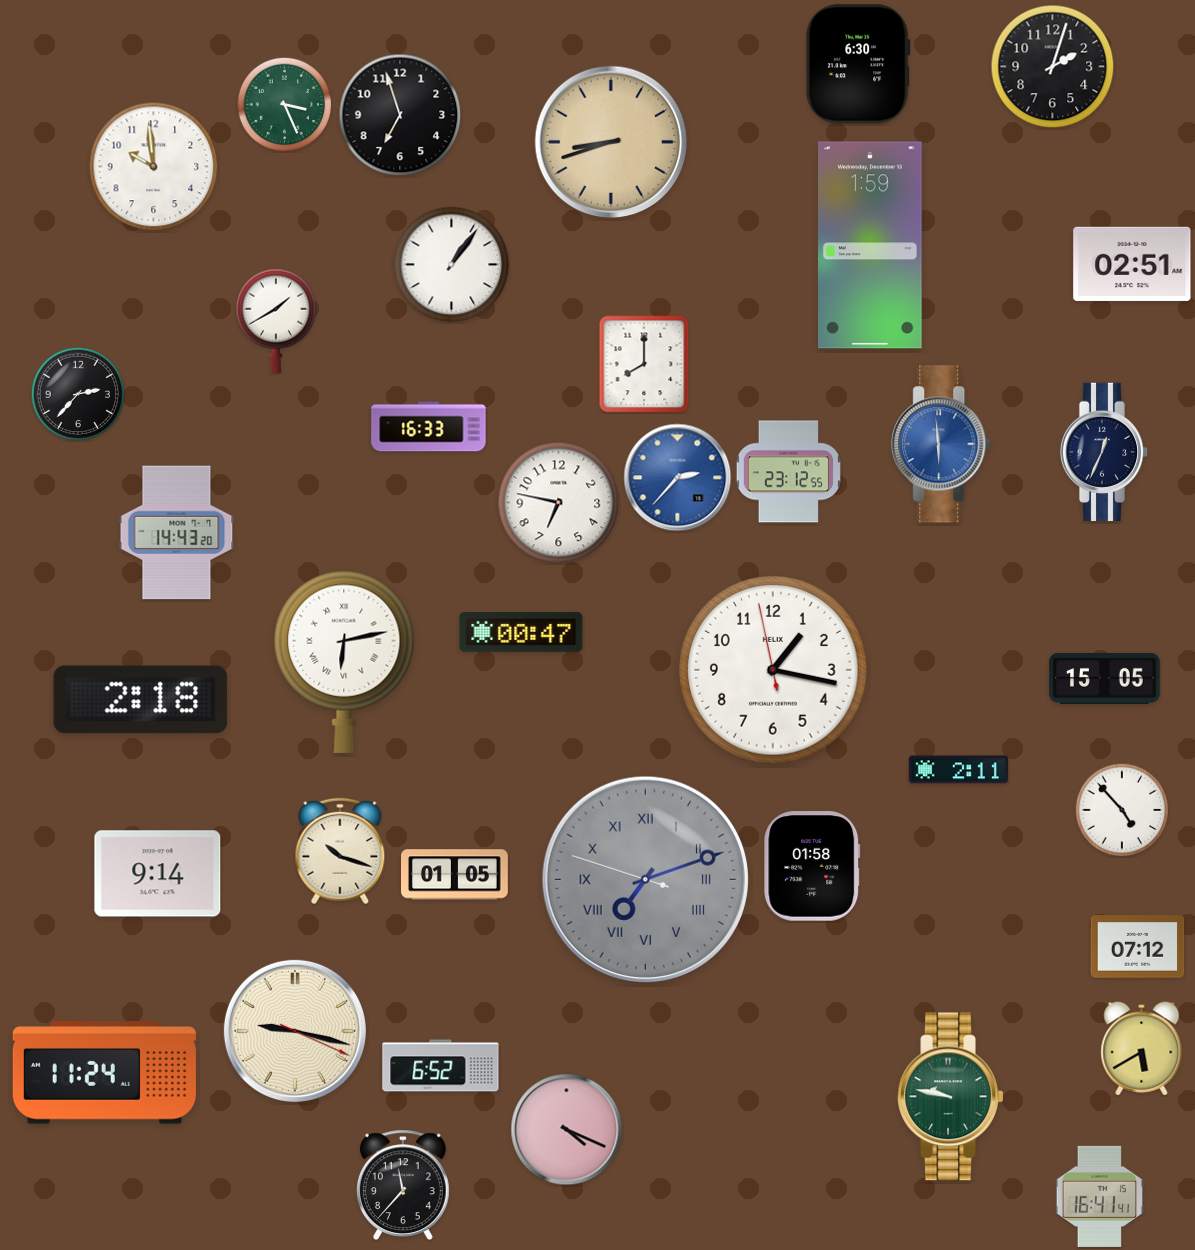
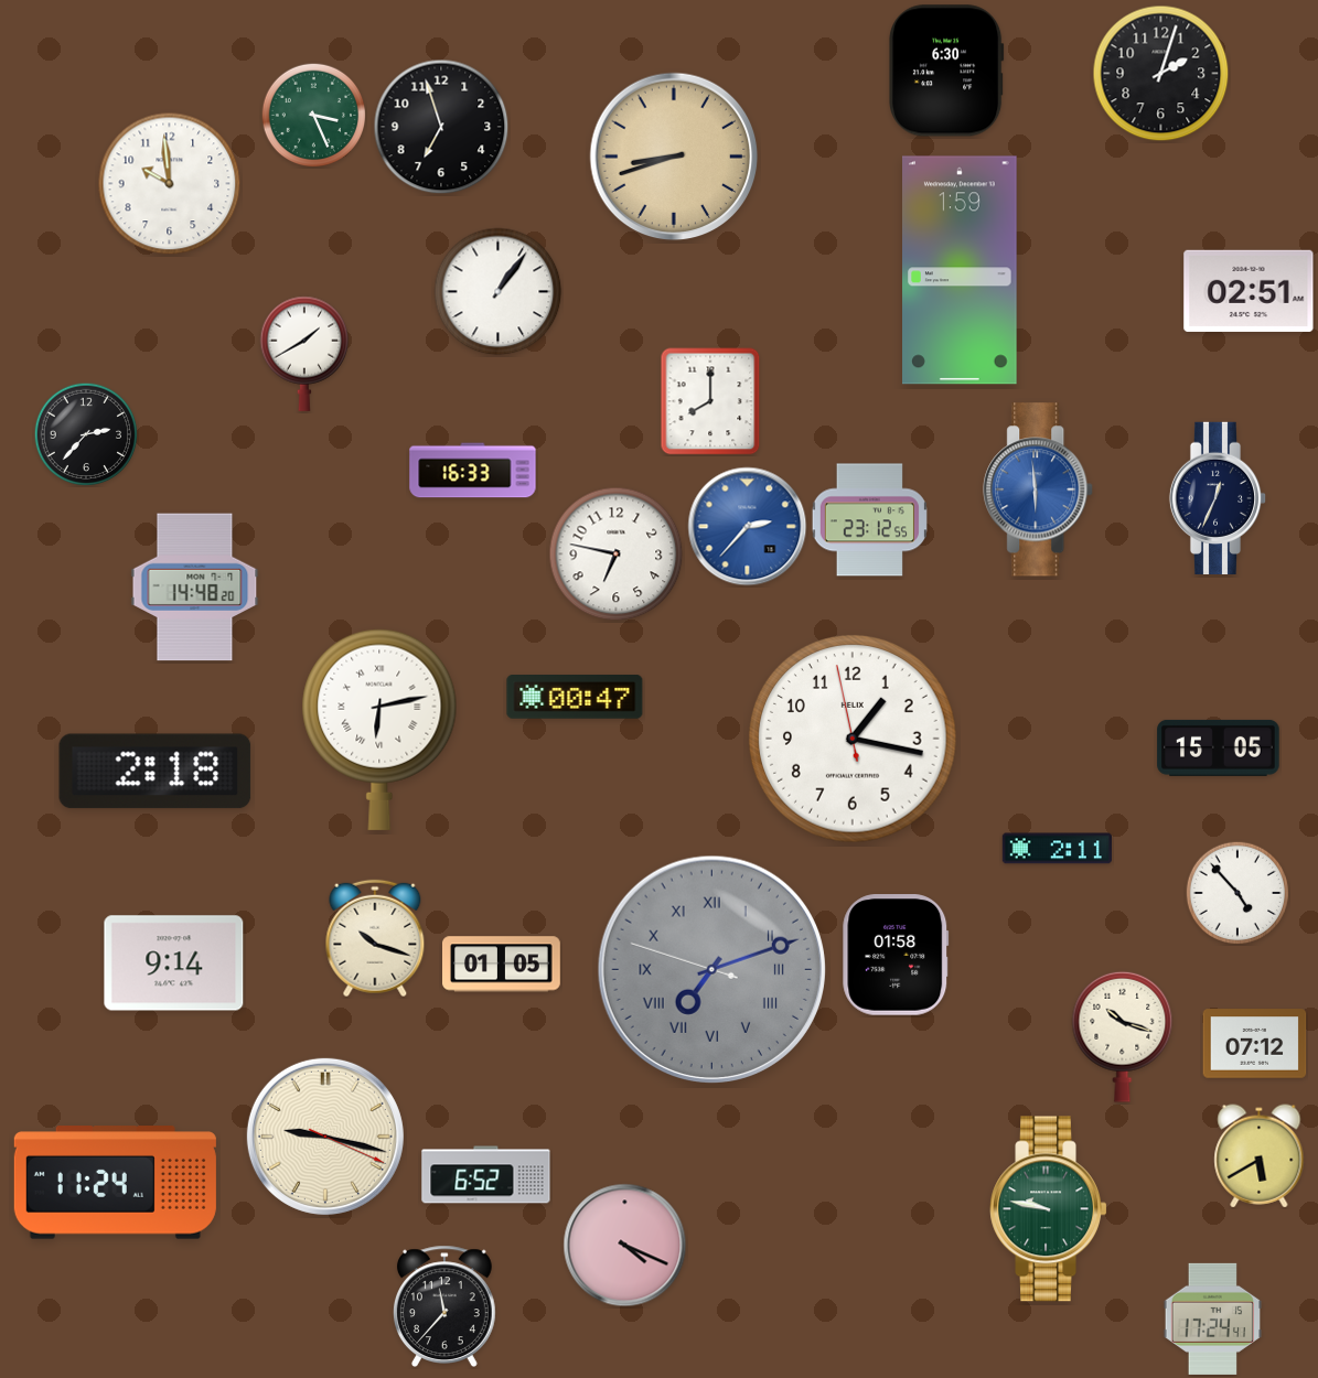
clock at (177, 533): 14:43 -> 14:48
clock at (1123, 1036): none -> 10:18
clock at (1099, 1196): 16:41 -> 17:24
